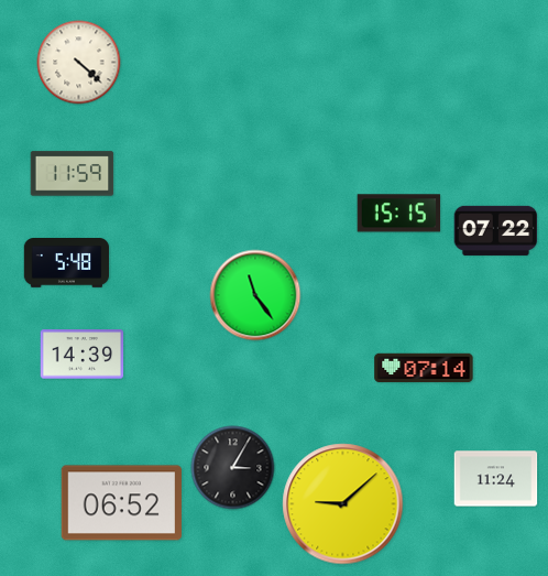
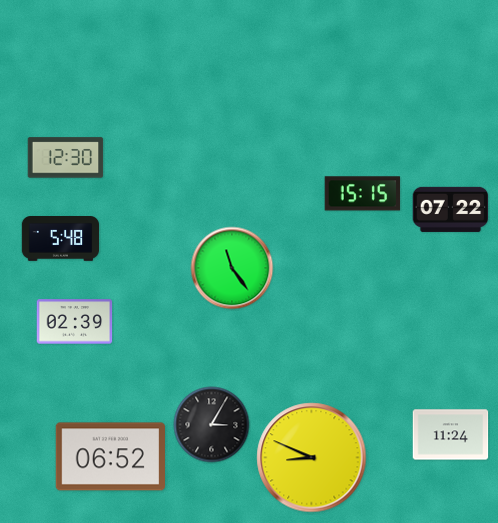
clock at (79, 63): 4:22 -> none
clock at (73, 174): 11:59 -> 12:30
clock at (83, 355): 14:39 -> 02:39
clock at (424, 368): 07:14 -> none
clock at (343, 504): 9:08 -> 8:49
